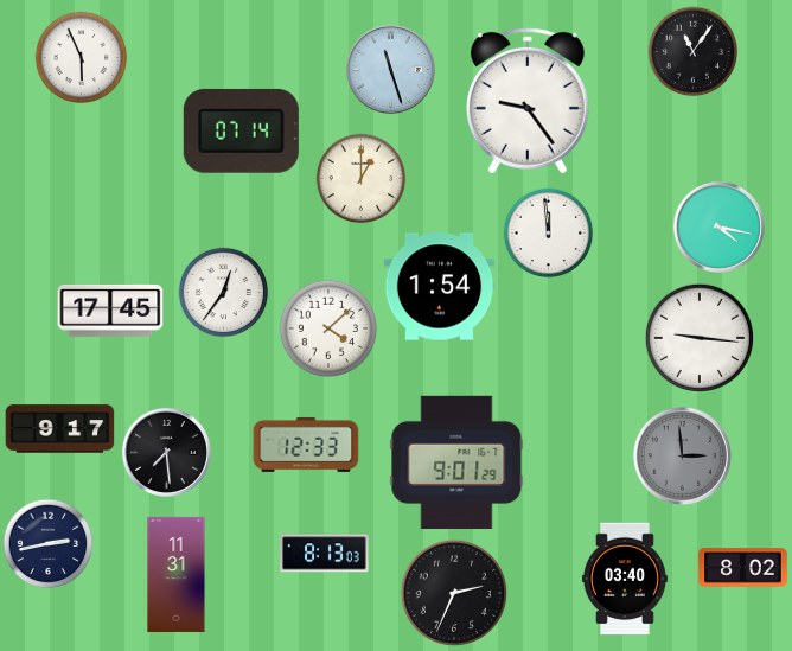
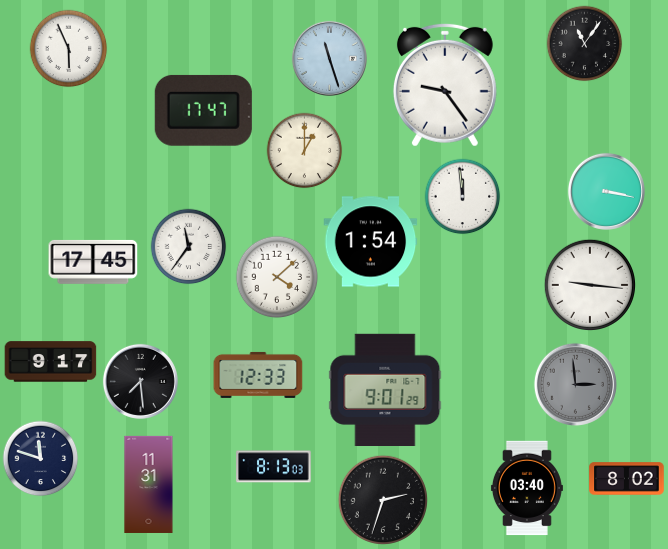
clock at (241, 130): 07:14 -> 17:47
clock at (718, 226): 4:17 -> 3:17
clock at (224, 293): 12:36 -> 11:36
clock at (49, 544): 2:43 -> 11:48
clock at (453, 592): 2:34 -> 2:33
